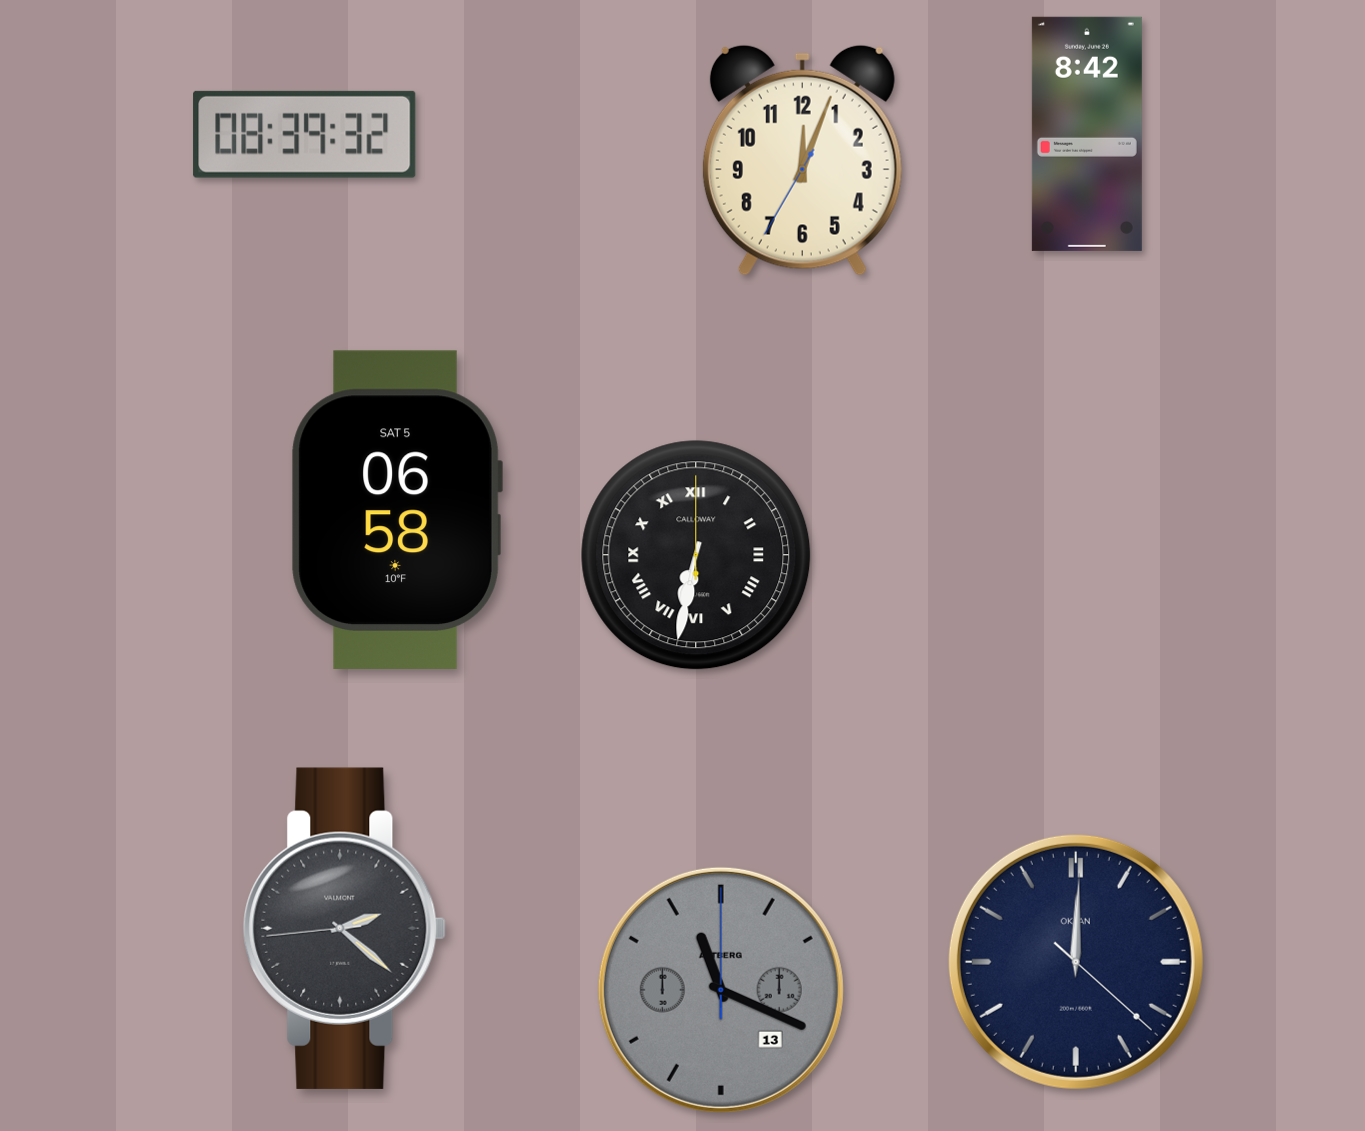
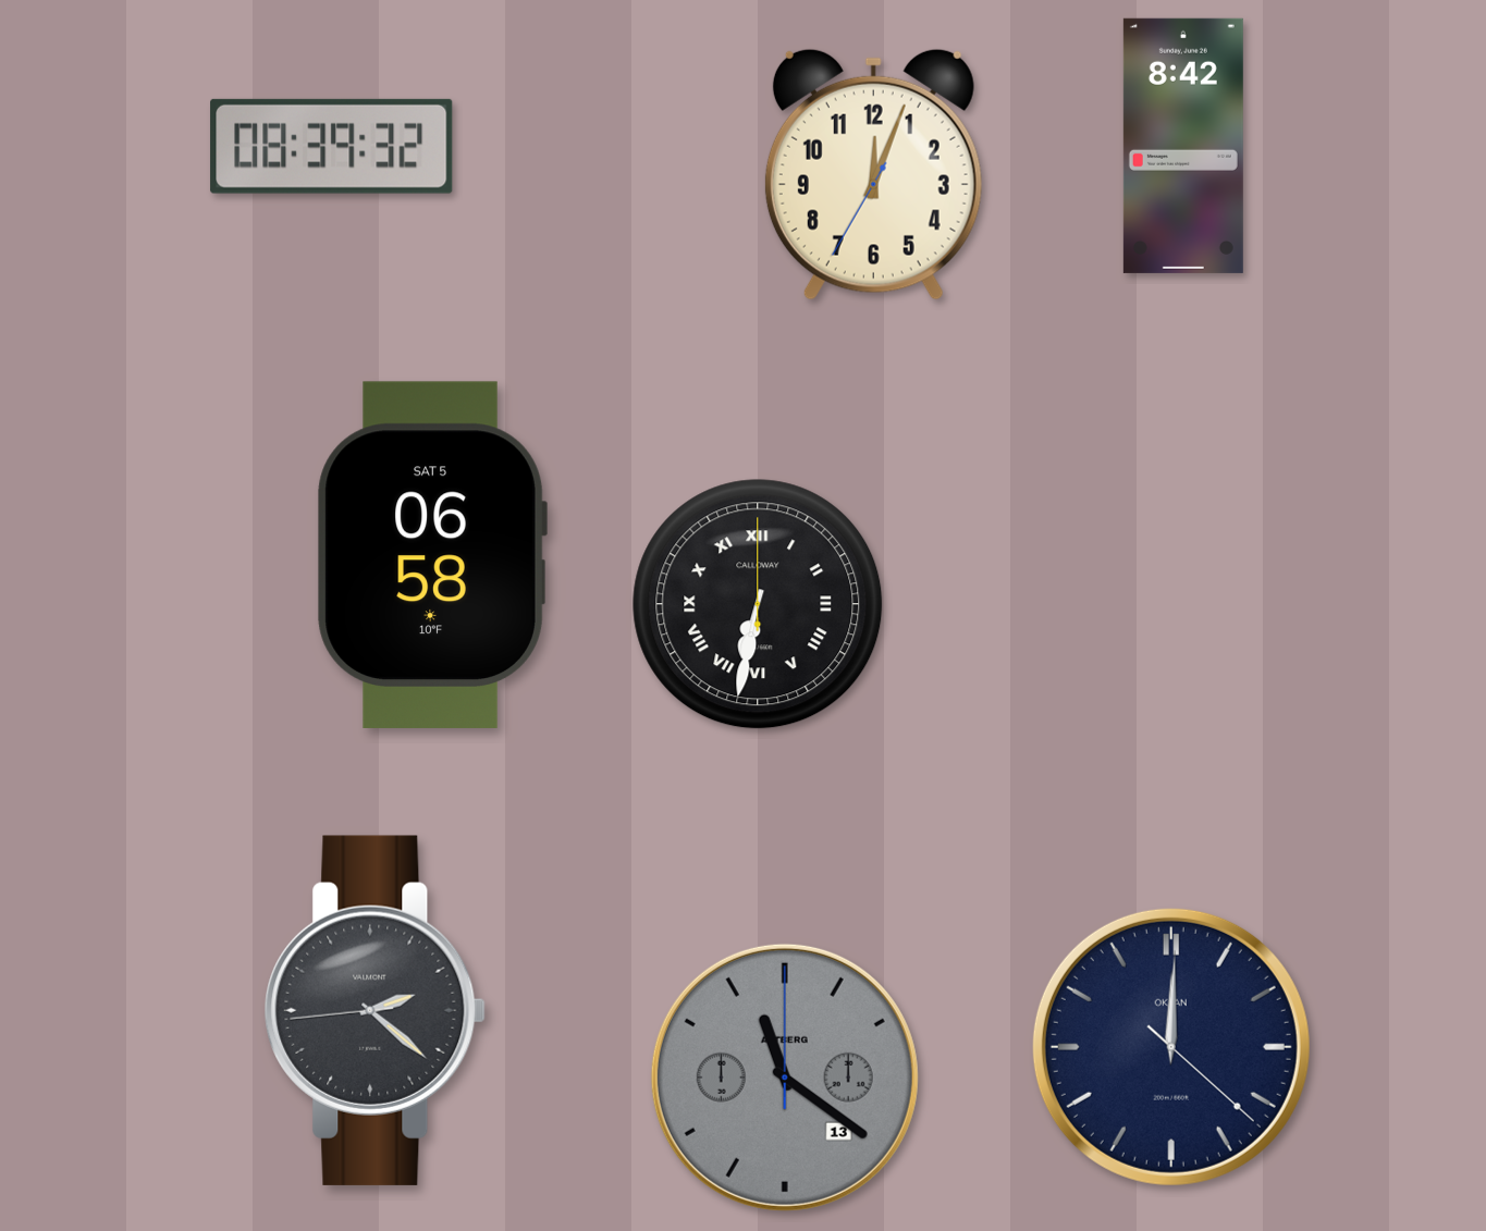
clock at (721, 990): 11:19 -> 11:21
